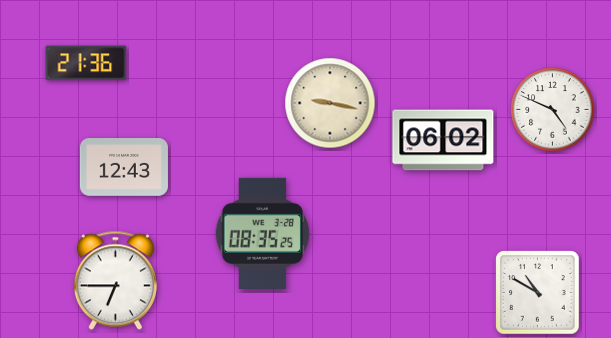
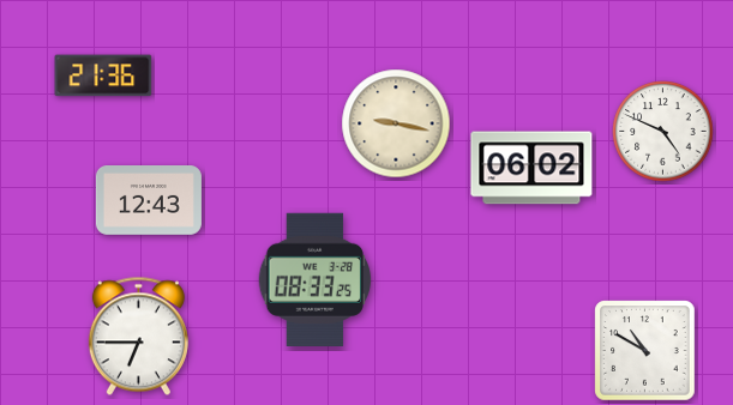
clock at (263, 233): 08:35 -> 08:33
